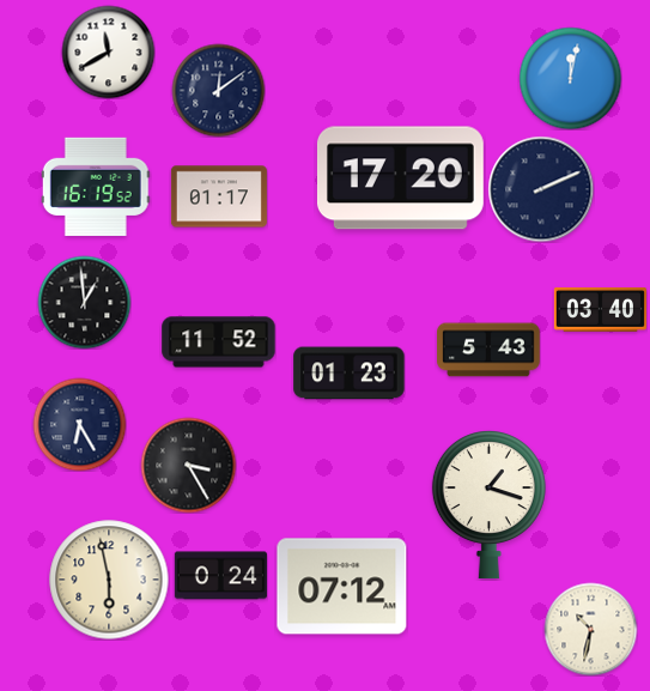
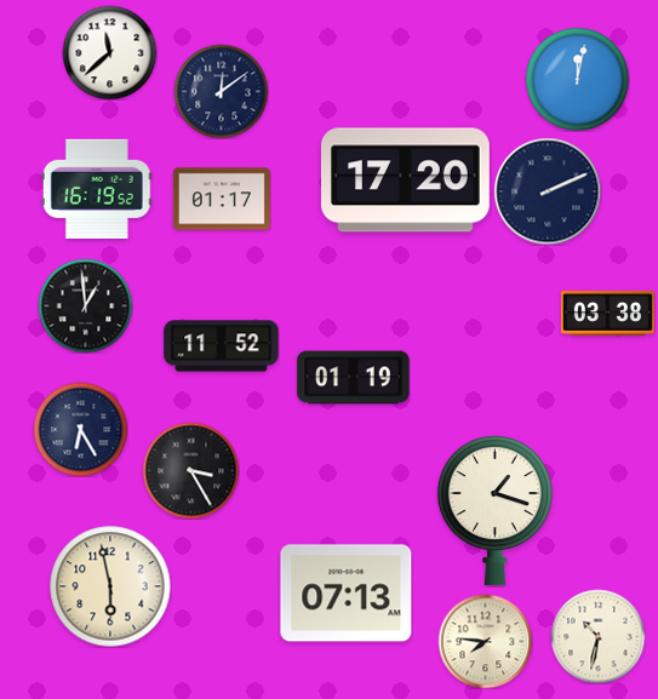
clock at (108, 51): 11:40 -> 11:38
clock at (600, 310): 03:40 -> 03:38
clock at (488, 350): 5:43 -> none
clock at (350, 374): 01:23 -> 01:19
clock at (220, 576): 0:24 -> none
clock at (342, 587): 07:12 -> 07:13
clock at (485, 641): none -> 7:46
